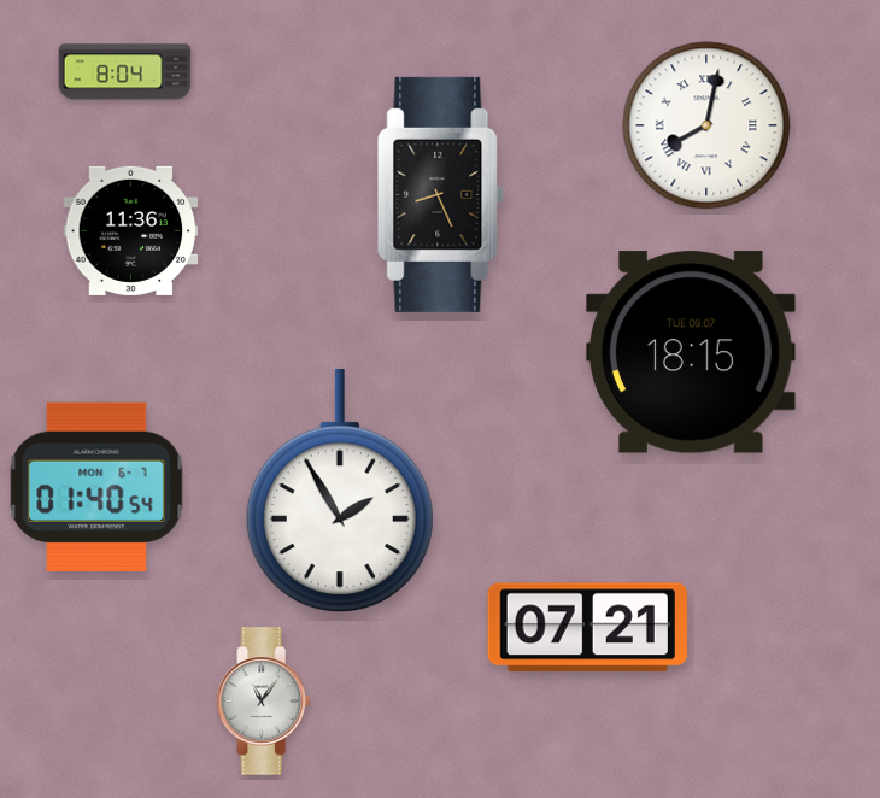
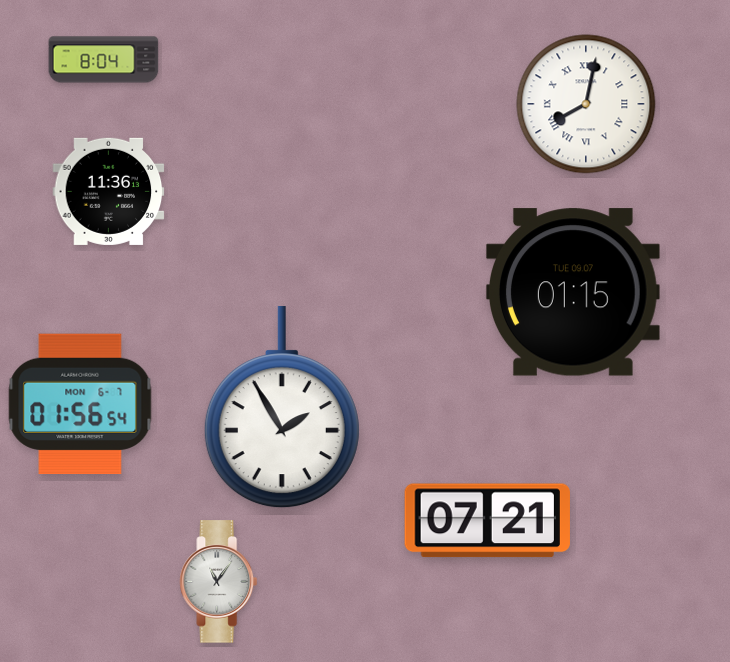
clock at (440, 194): 8:26 -> none
clock at (691, 352): 18:15 -> 01:15
clock at (96, 486): 01:40 -> 01:56
